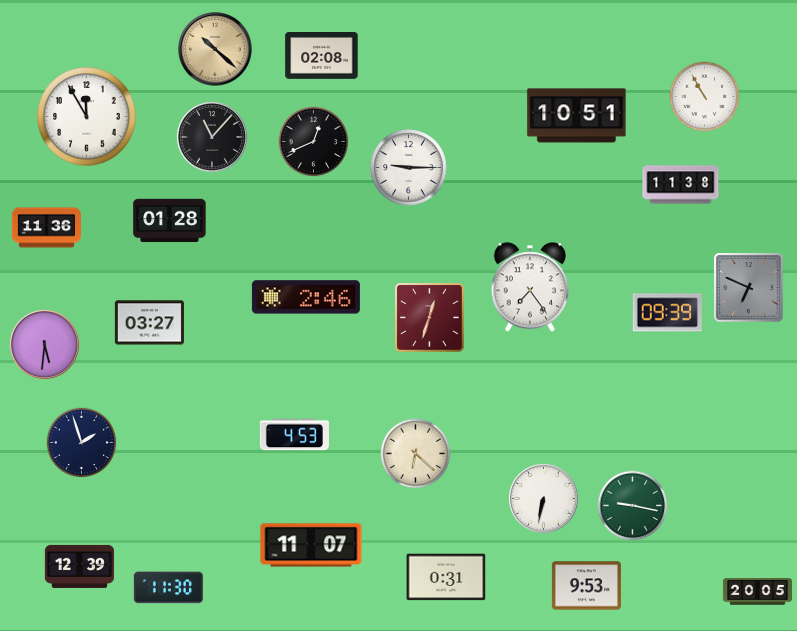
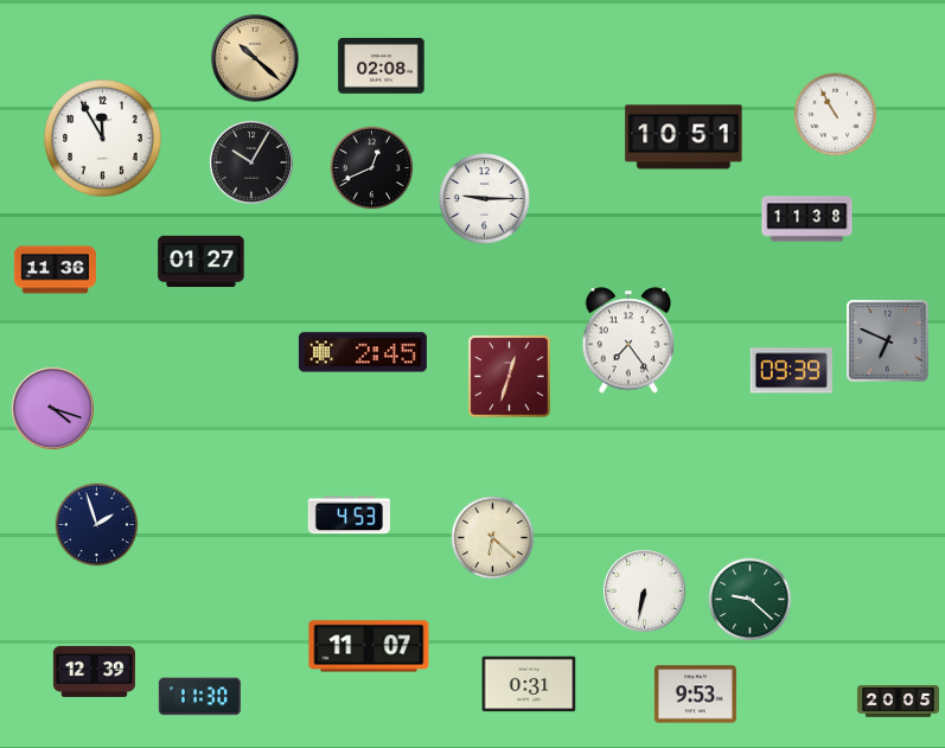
clock at (212, 137): 11:07 -> 10:05
clock at (170, 221): 01:28 -> 01:27
clock at (306, 297): 2:46 -> 2:45
clock at (149, 323): 03:27 -> none
clock at (44, 344): 5:31 -> 4:18
clock at (633, 506): 9:17 -> 9:22
